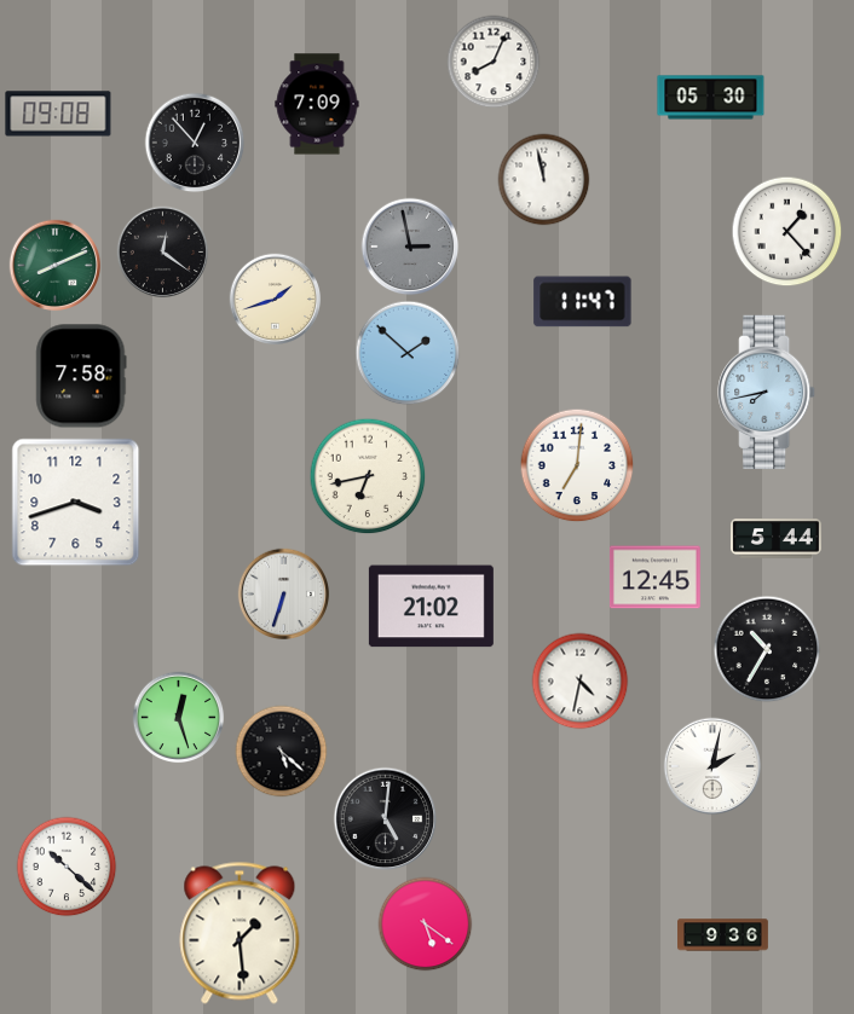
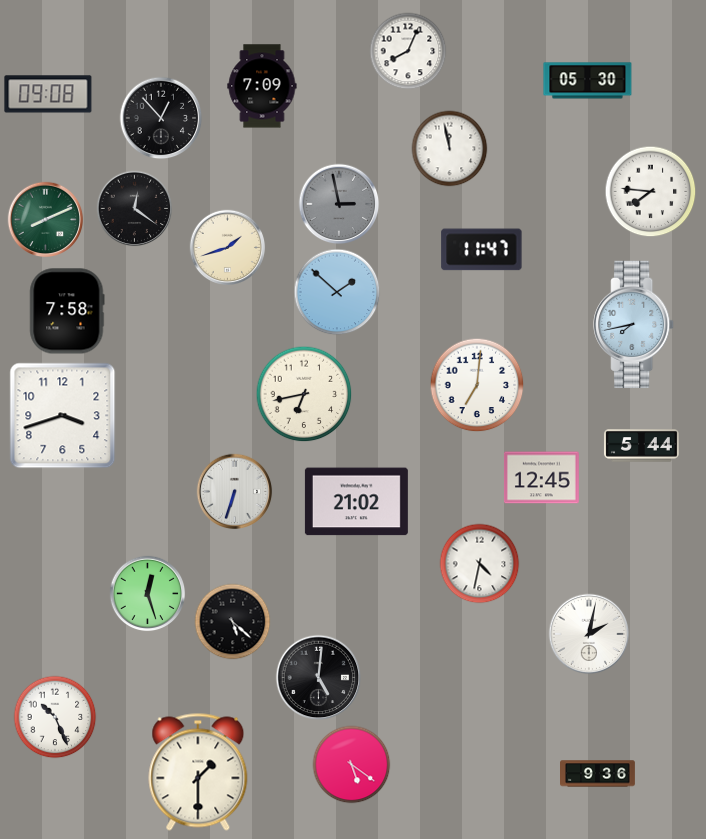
clock at (787, 232): 1:23 -> 7:46
clock at (767, 649): 10:35 -> none
clock at (67, 867): 10:22 -> 10:26
clock at (240, 933): 1:29 -> 1:30
